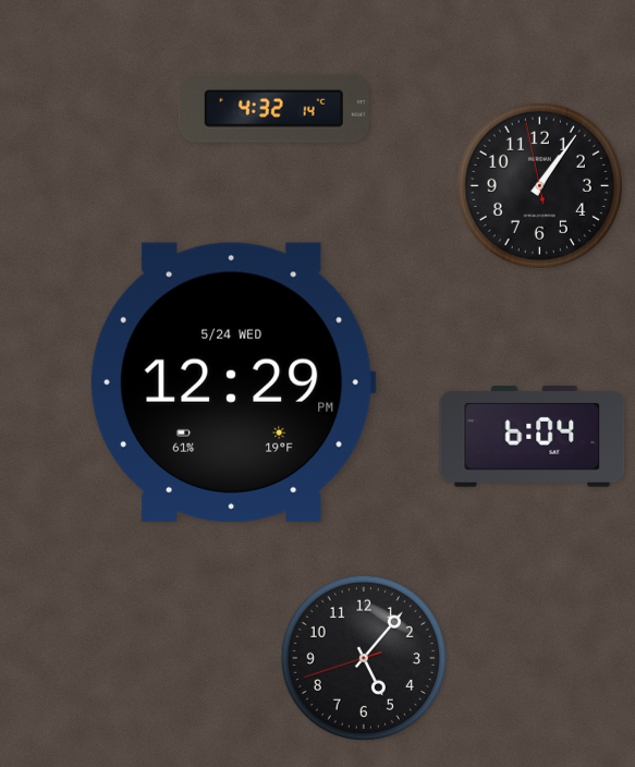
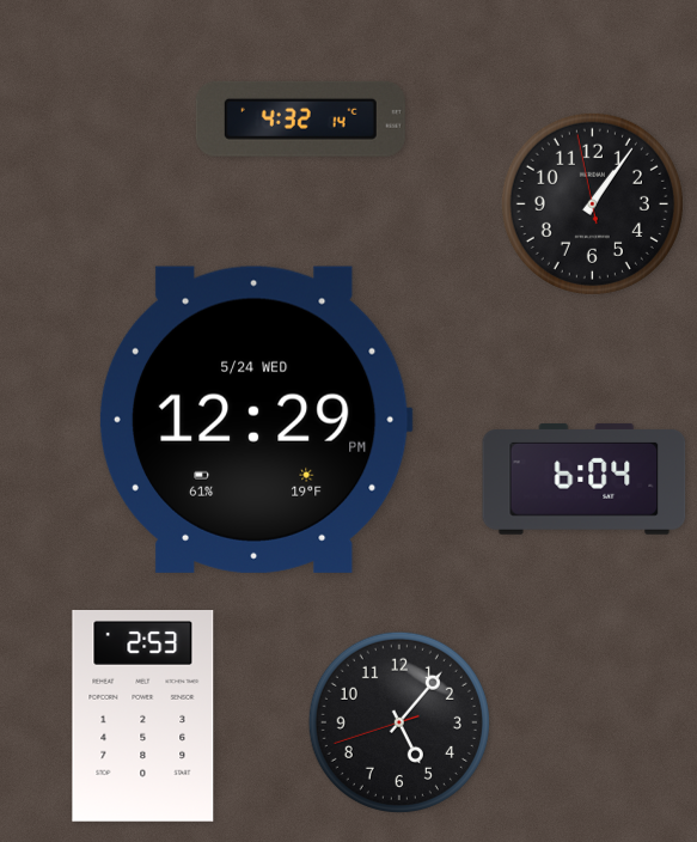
clock at (143, 716): none -> 2:53
